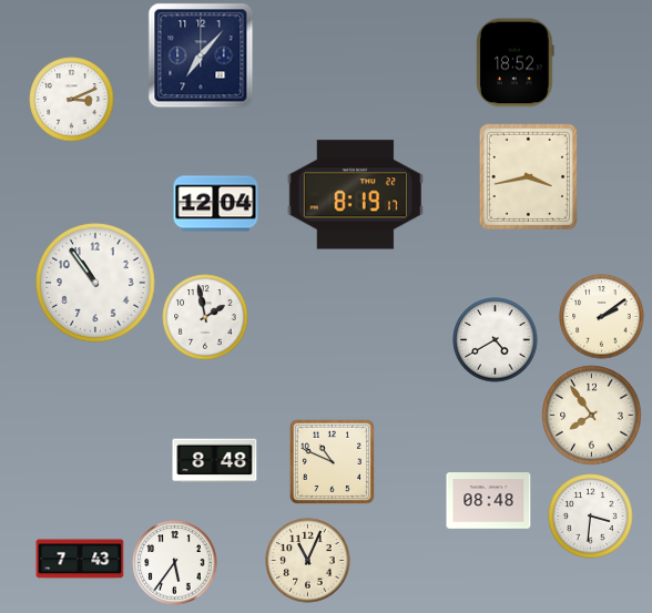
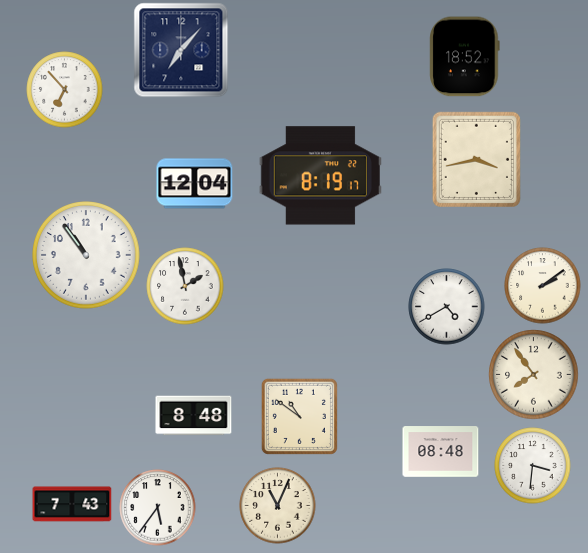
clock at (72, 100): 3:11 -> 6:53
clock at (332, 461): 10:49 -> 10:51
